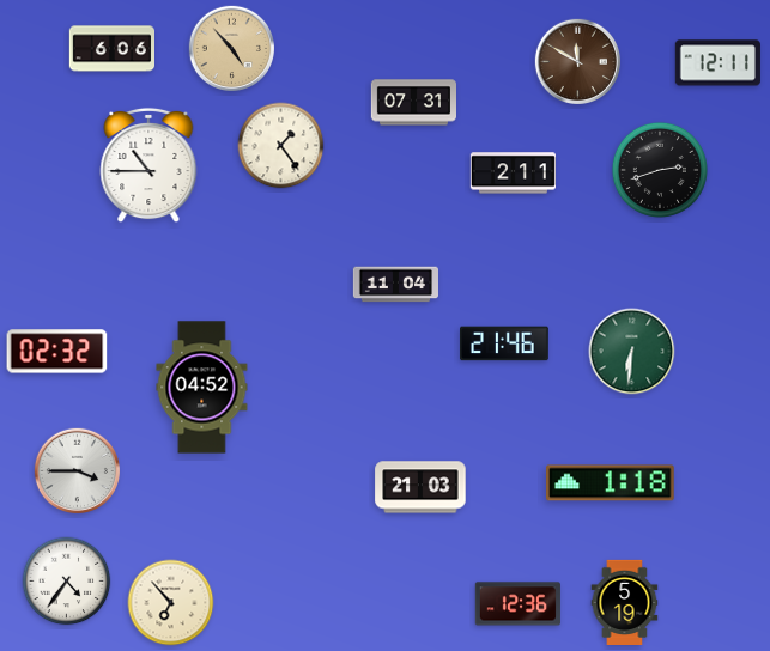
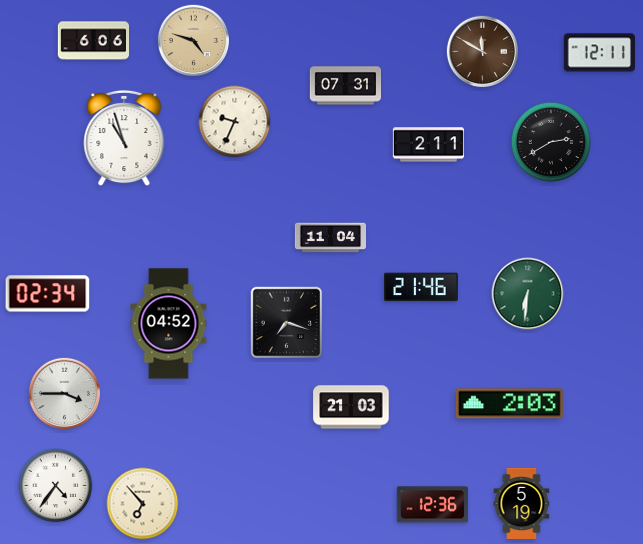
clock at (231, 48): 4:53 -> 4:48
clock at (281, 146): 1:24 -> 9:34
clock at (148, 165): 10:45 -> 10:57
clock at (660, 170): 2:42 -> 2:40
clock at (57, 352): 02:32 -> 02:34
clock at (287, 323): none -> 7:18
clock at (611, 483): 1:18 -> 2:03
